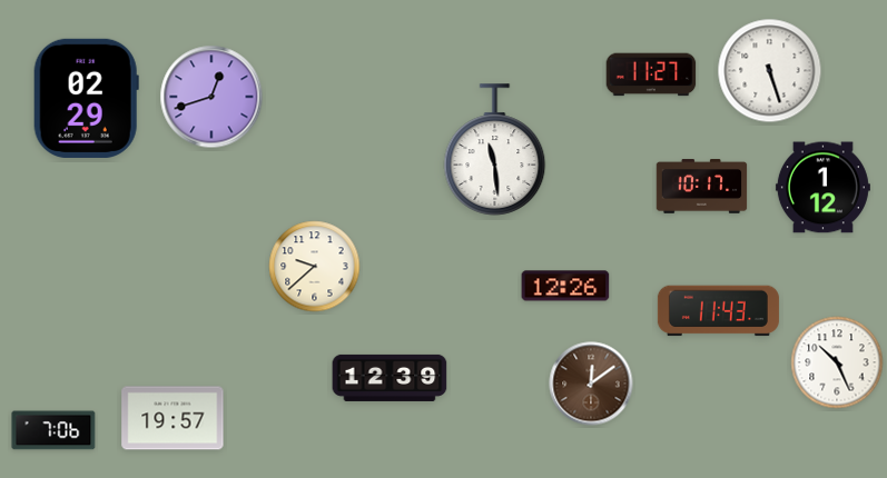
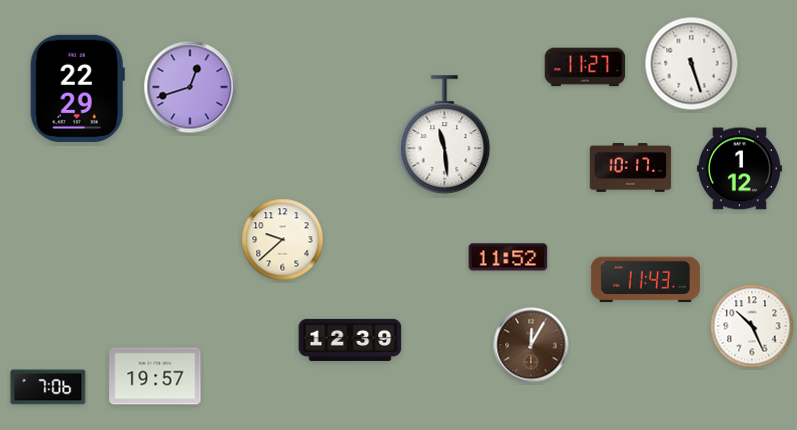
clock at (86, 98): 02:29 -> 22:29
clock at (565, 286): 12:26 -> 11:52
clock at (591, 384): 12:09 -> 12:05
